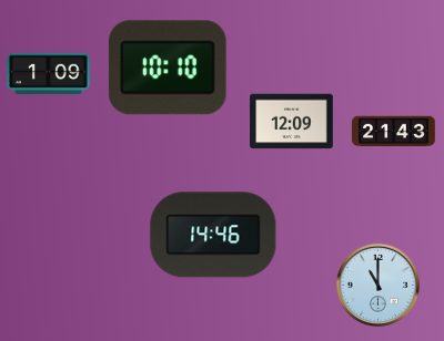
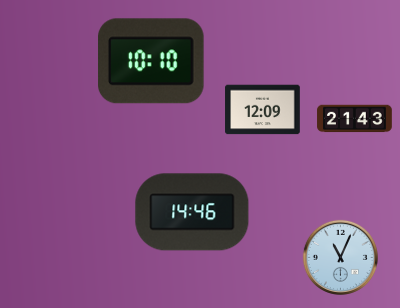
clock at (49, 73): 1:09 -> none
clock at (377, 285): 11:00 -> 11:04
